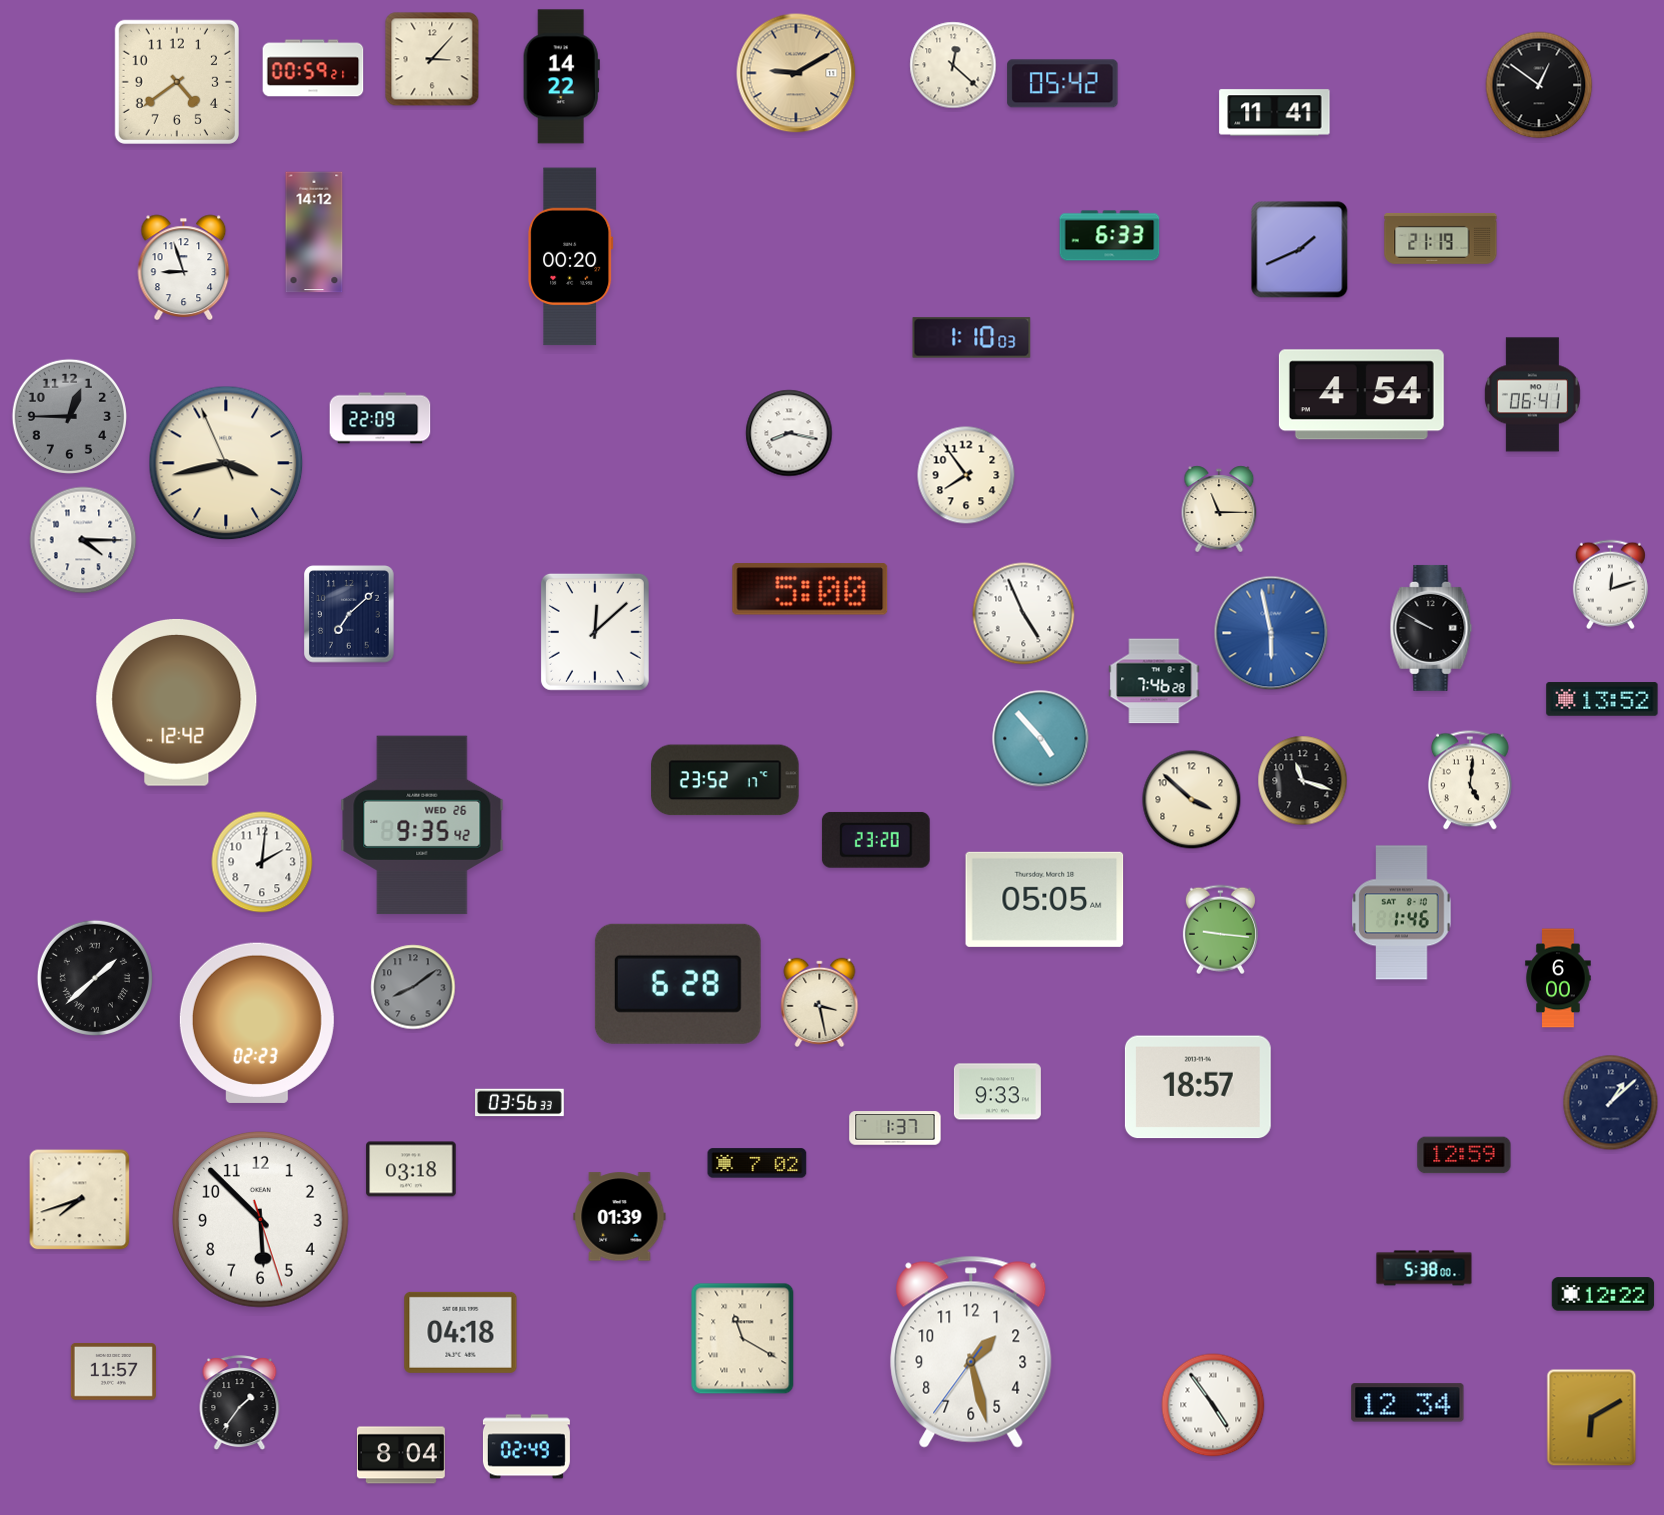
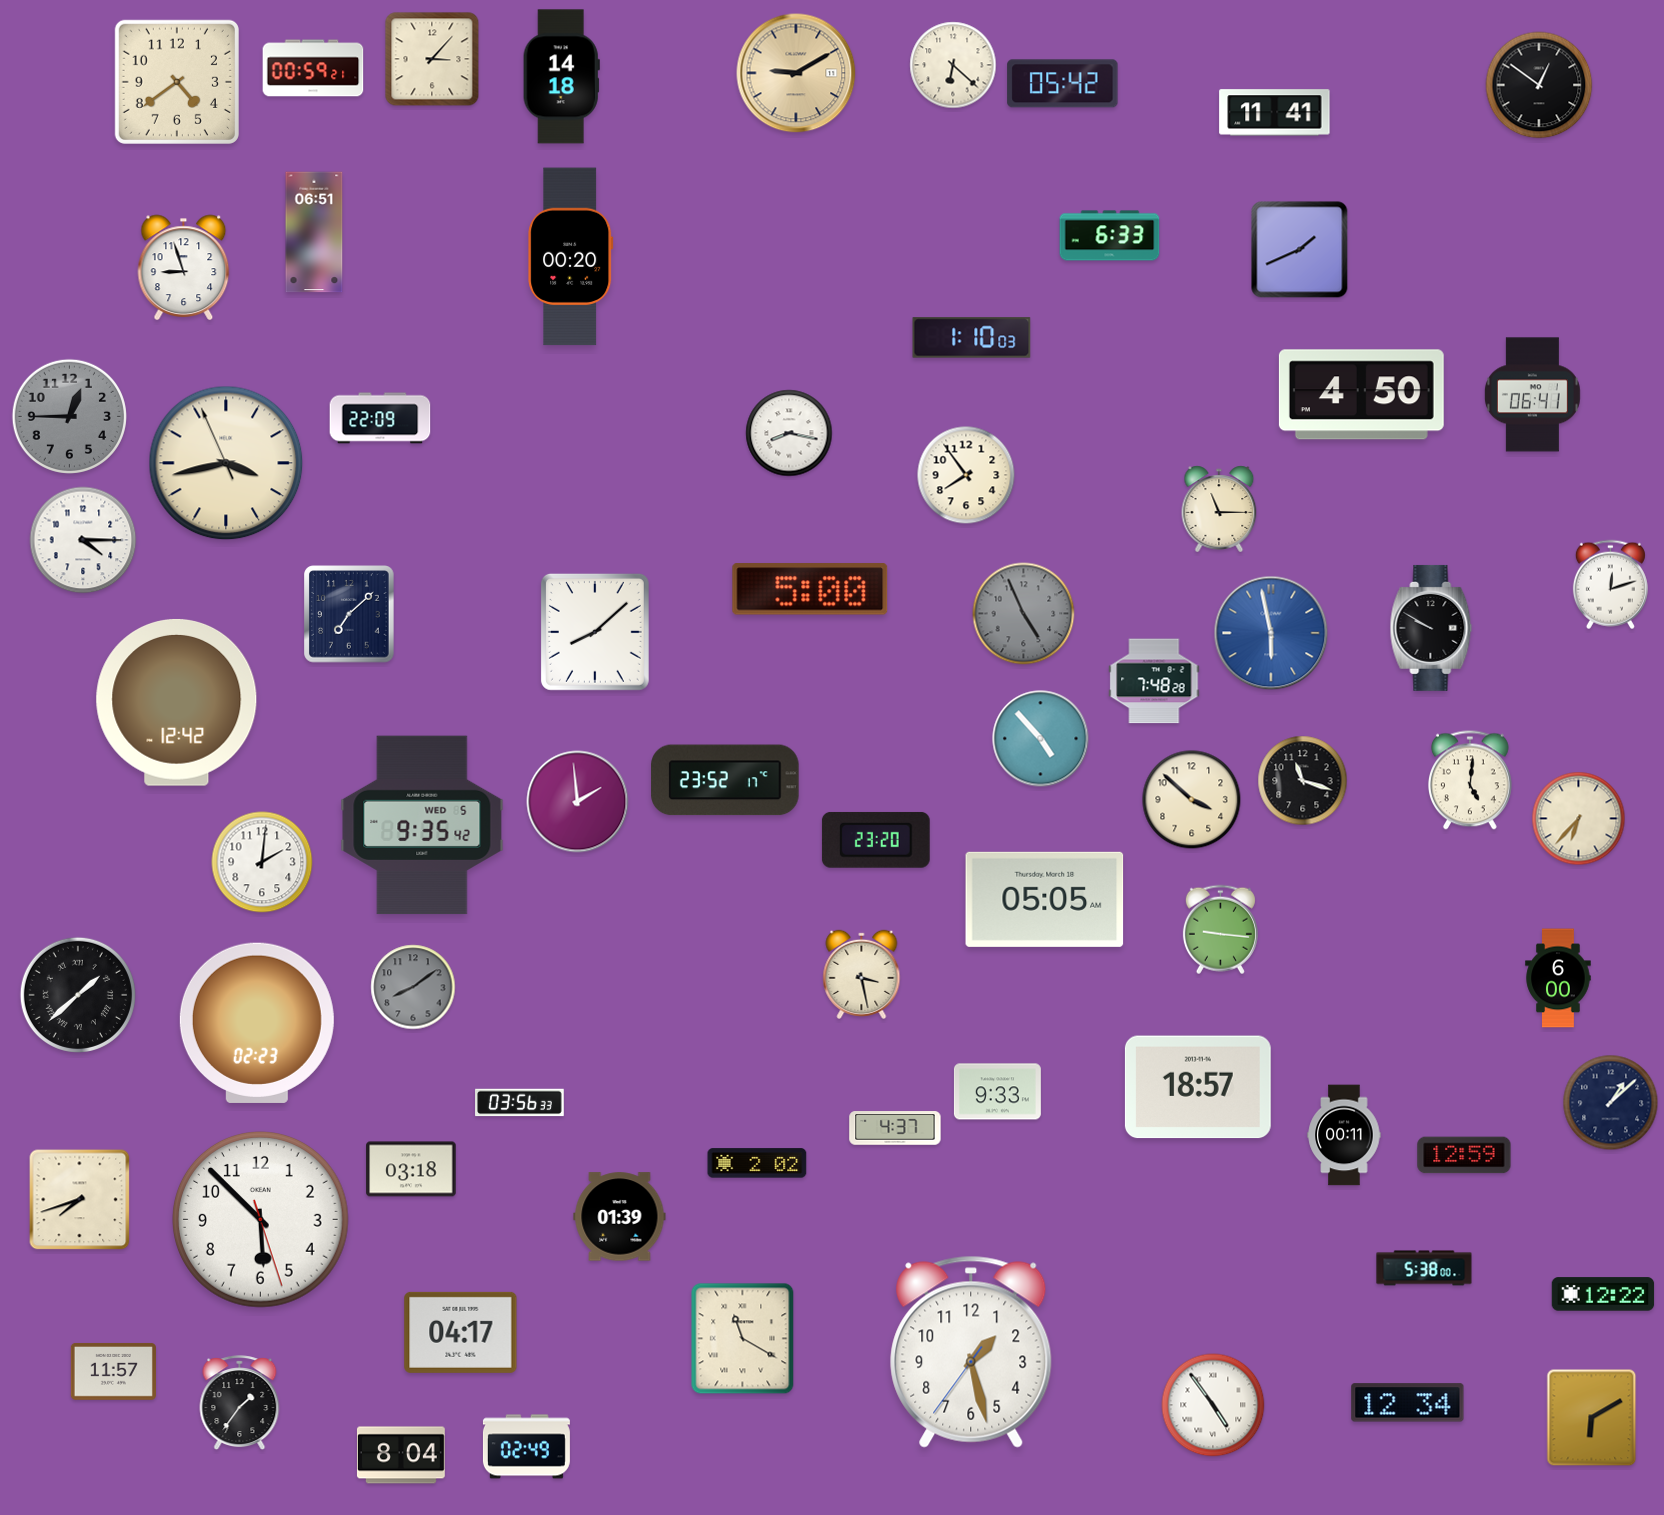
clock at (953, 65): 12:22 -> 6:22
clock at (561, 77): 14:22 -> 14:18
clock at (314, 232): 14:12 -> 06:51
clock at (1441, 238): 21:19 -> none
clock at (1361, 395): 4:54 -> 4:50
clock at (1024, 614) dial: white -> grey
clock at (595, 632): 12:08 -> 8:08
clock at (1154, 681): 7:46 -> 7:48
clock at (1602, 699): 13:52 -> none
clock at (578, 802): none -> 1:59
clock at (1579, 819): none -> 6:37
clock at (422, 825) date: WED 26 -> WED 5
clock at (1402, 913): 1:46 -> none
clock at (95, 978) position: (95, 978) -> (78, 995)
clock at (678, 984): 6:28 -> none
clock at (820, 1002) position: (820, 1002) -> (862, 974)
clock at (895, 1128): 1:37 -> 4:37
clock at (1344, 1135): none -> 00:11
clock at (757, 1163): 7:02 -> 2:02
clock at (461, 1332): 04:18 -> 04:17
